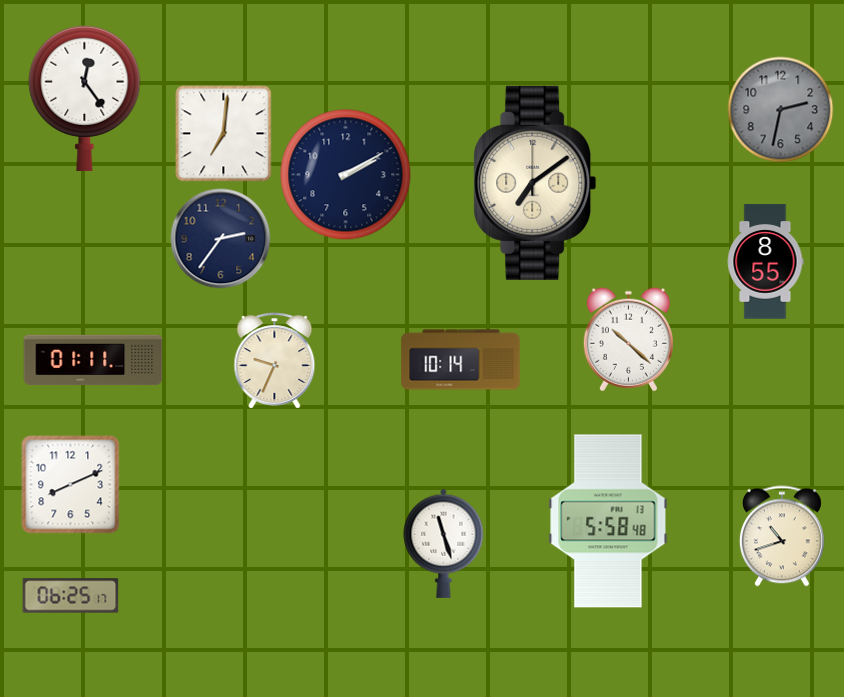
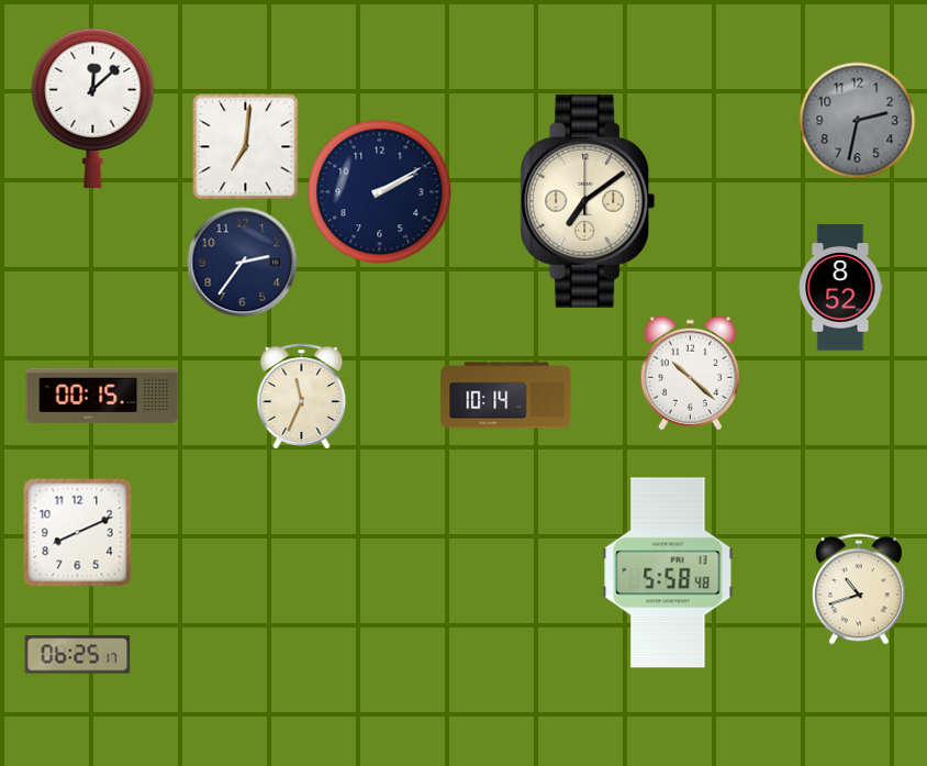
clock at (85, 98): 12:24 -> 12:08
clock at (765, 262): 8:55 -> 8:52
clock at (93, 360): 01:11 -> 00:15
clock at (275, 361): 9:34 -> 11:34
clock at (444, 543): 11:27 -> none
